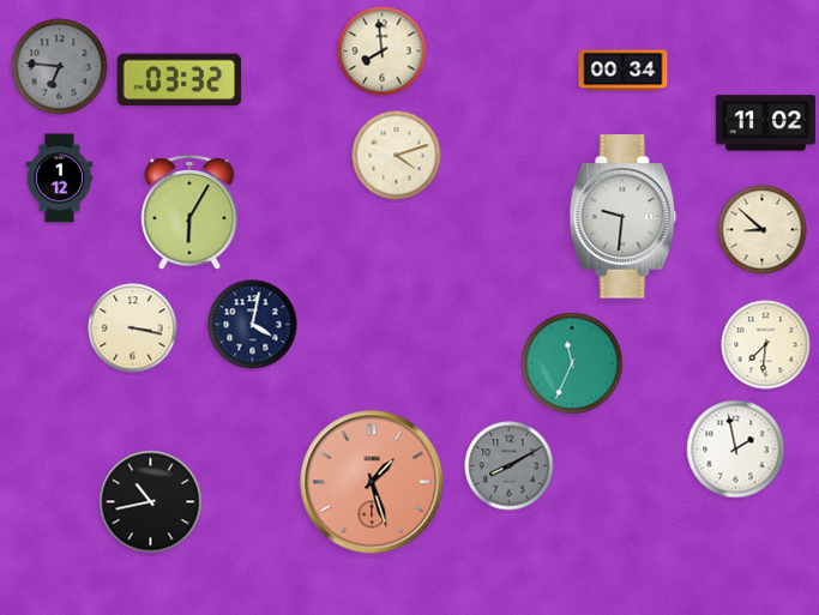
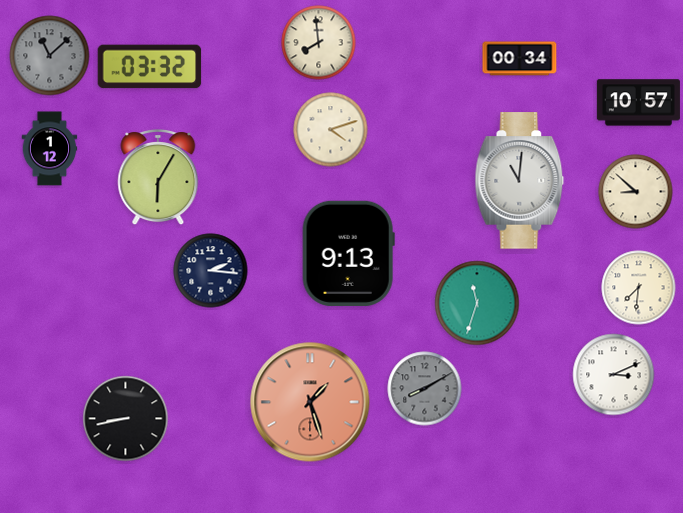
clock at (60, 67): 6:46 -> 11:08
clock at (765, 123): 11:02 -> 10:57
clock at (624, 217): 9:31 -> 11:01
clock at (348, 253): none -> 9:13
clock at (253, 325): 4:02 -> 2:16
clock at (133, 328): 3:17 -> none
clock at (572, 363): 11:34 -> 11:33
clock at (736, 450): 1:58 -> 3:11
clock at (151, 502): 10:43 -> 8:43
